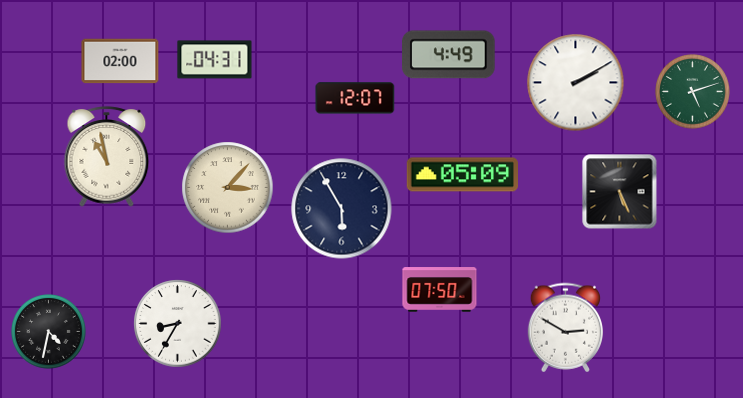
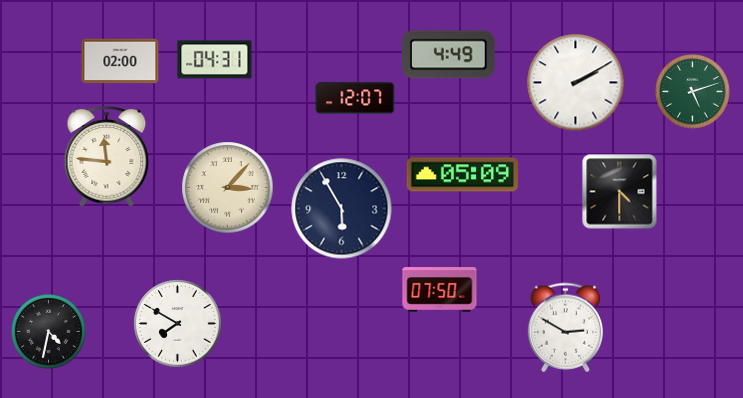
clock at (107, 157): 10:58 -> 11:46
clock at (620, 192): 5:26 -> 4:30
clock at (178, 324): 8:35 -> 7:50
